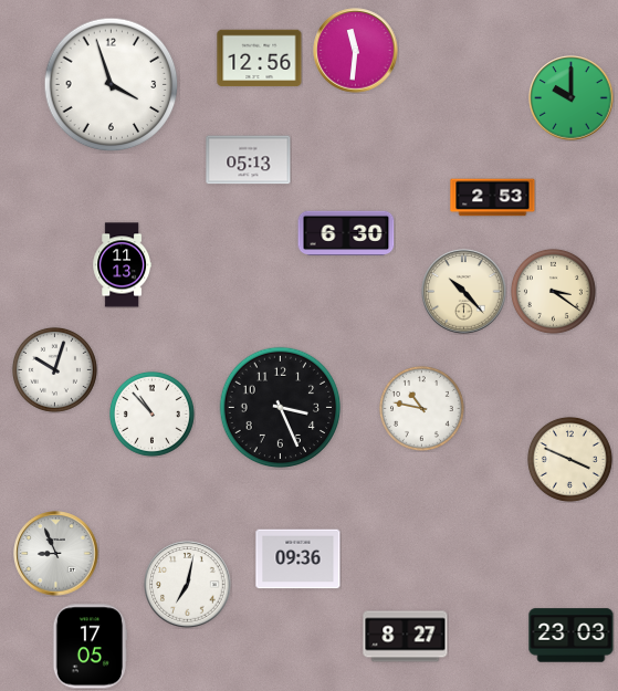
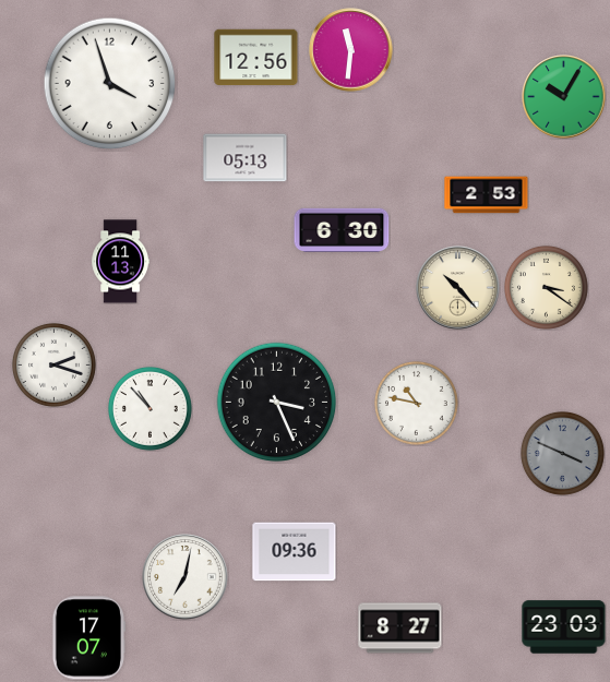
clock at (572, 98): 10:00 -> 10:05
clock at (54, 369): 10:03 -> 2:18
clock at (569, 459) dial: cream -> grey
clock at (56, 554): 8:56 -> none
clock at (90, 647): 17:05 -> 17:07
